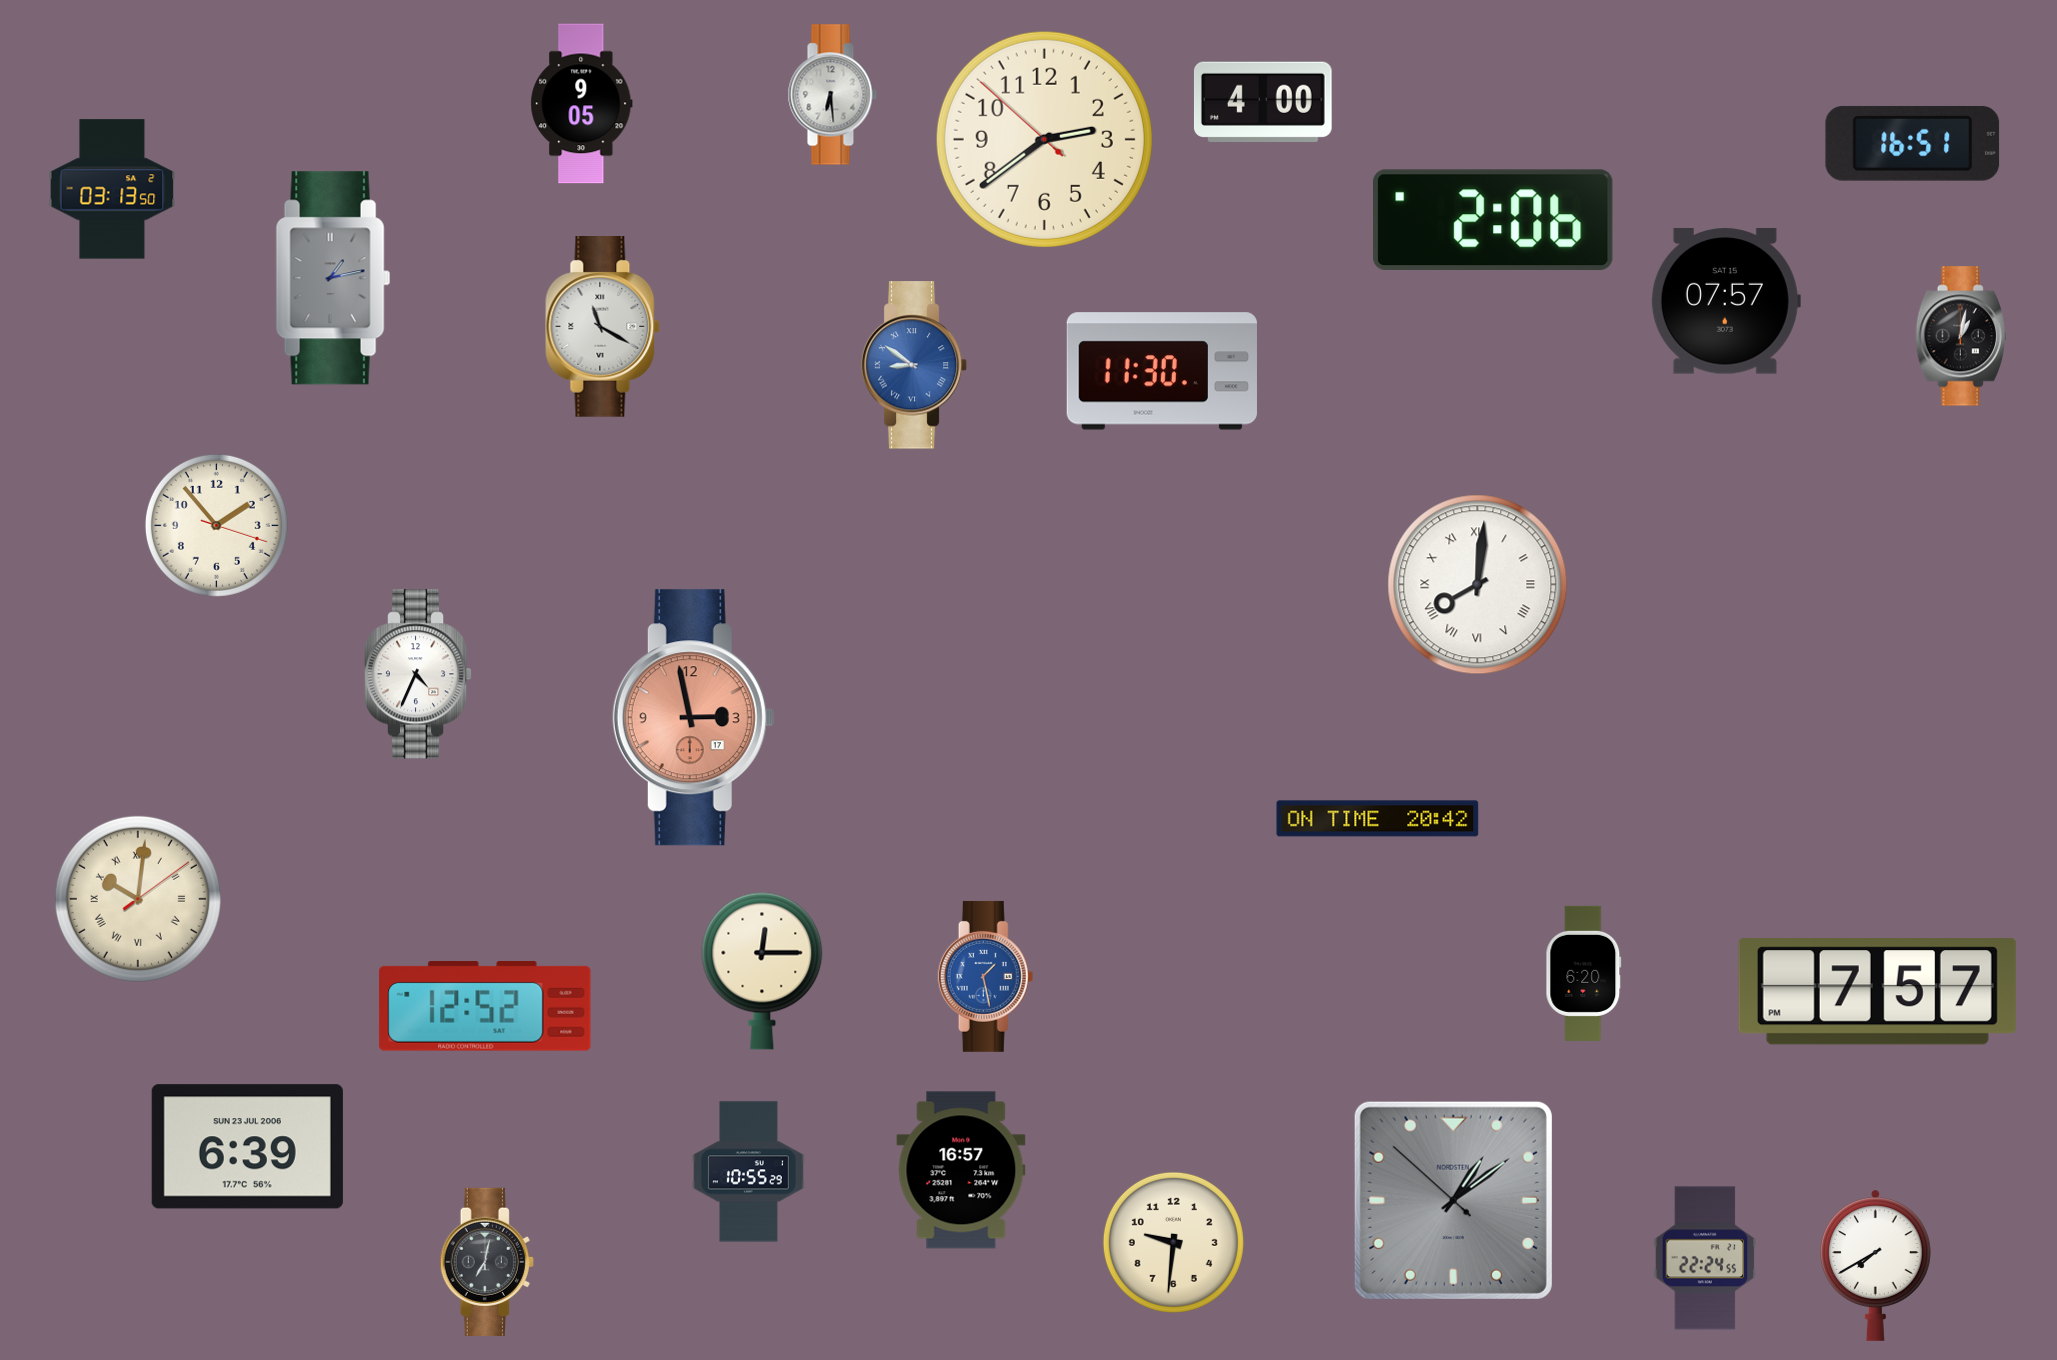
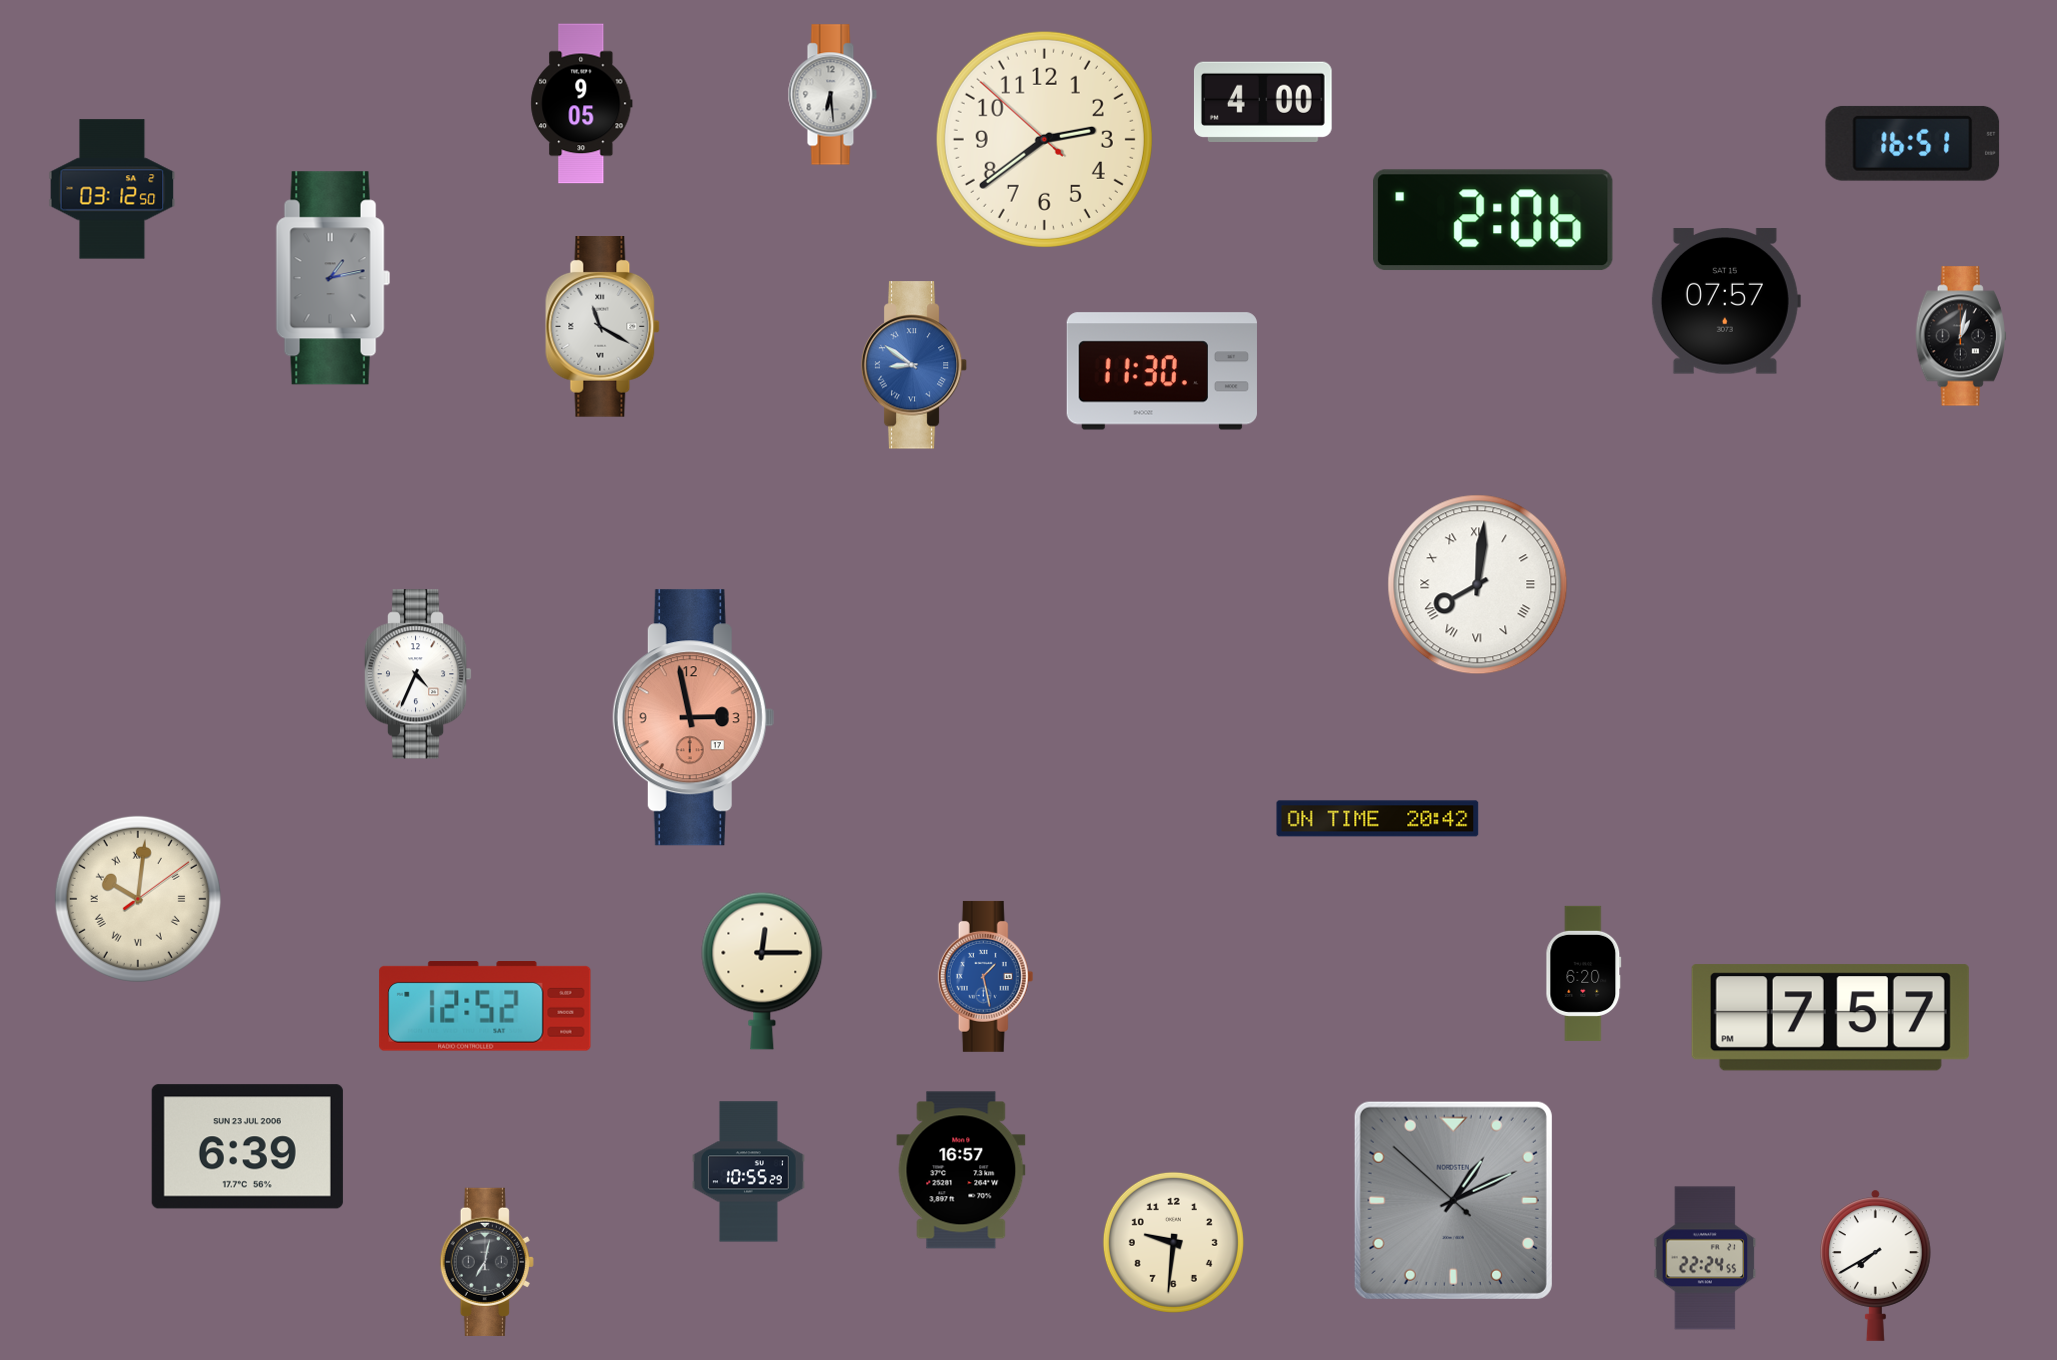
clock at (112, 189): 03:13 -> 03:12
clock at (216, 525): 1:53 -> none
clock at (1877, 992) position: (1877, 992) -> (1830, 1018)
clock at (1453, 1200): 1:08 -> 1:10
